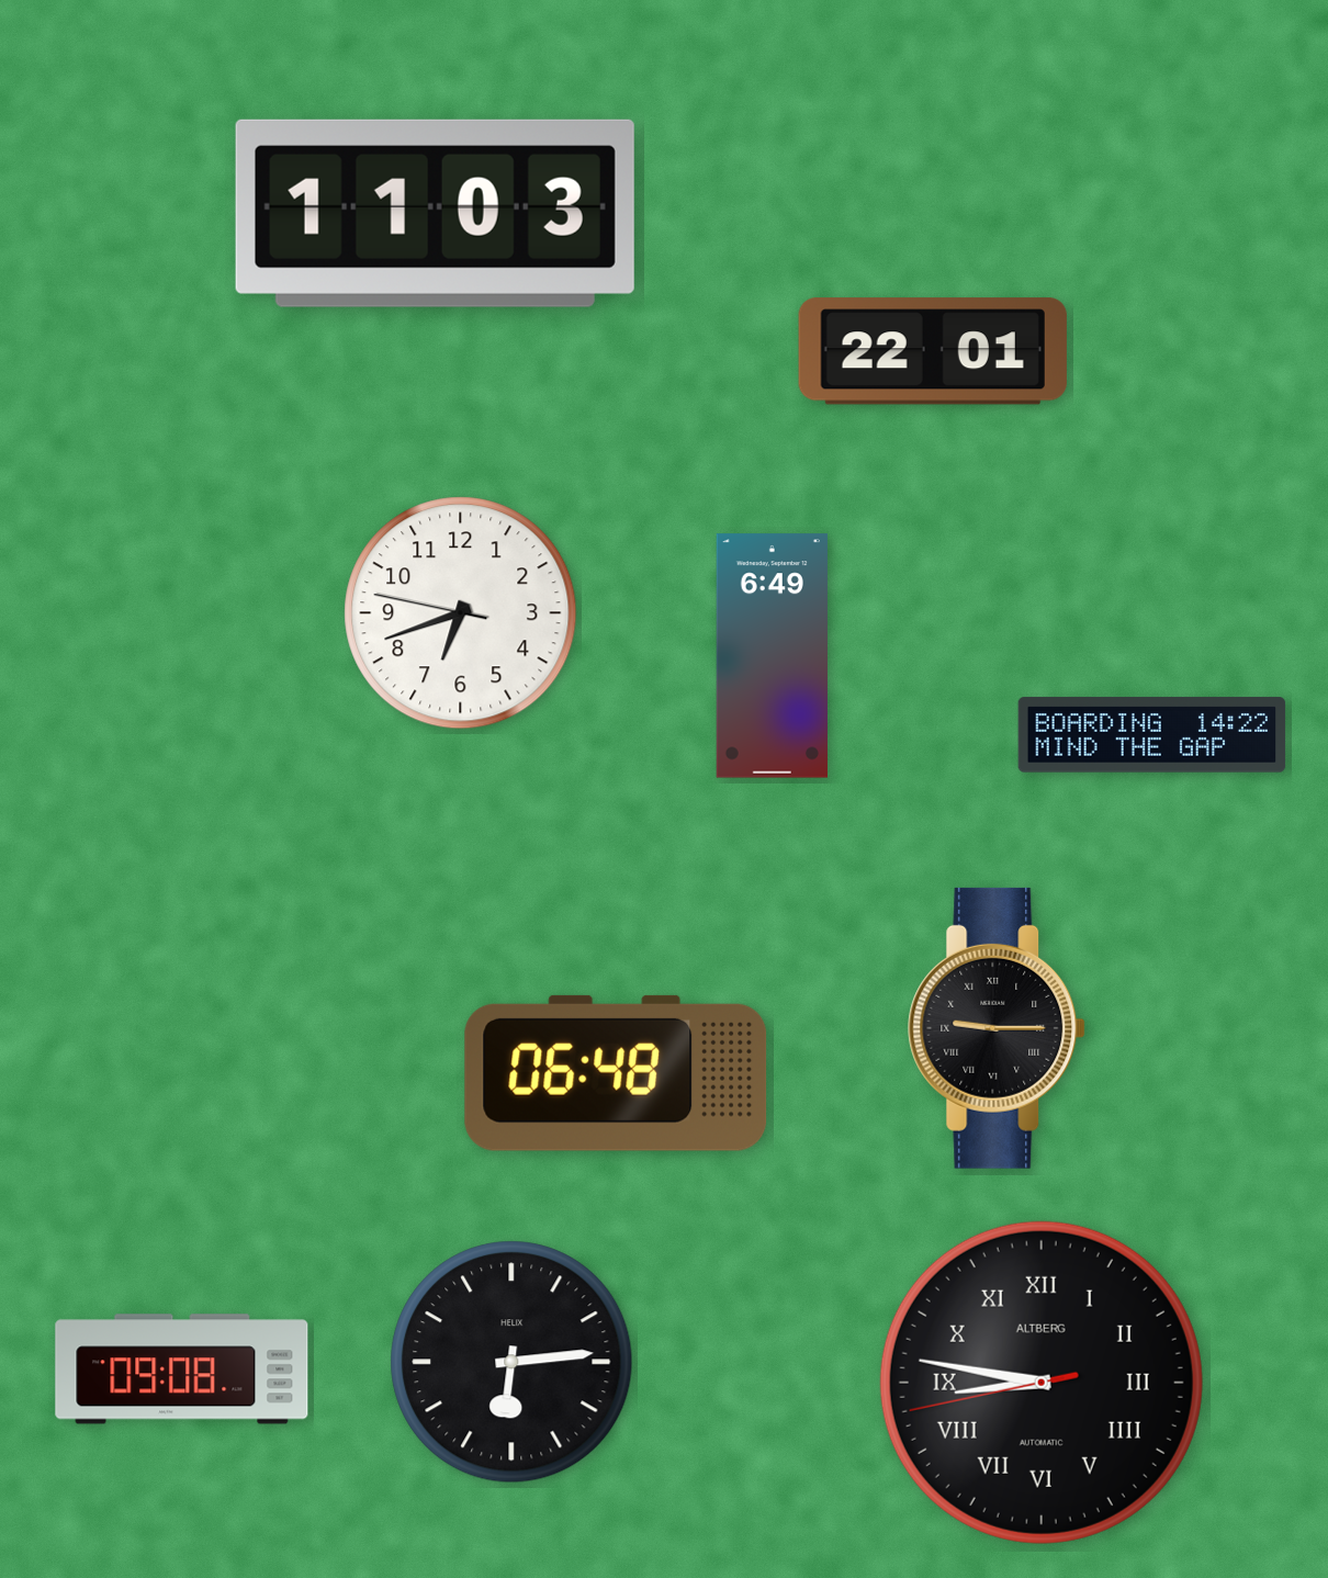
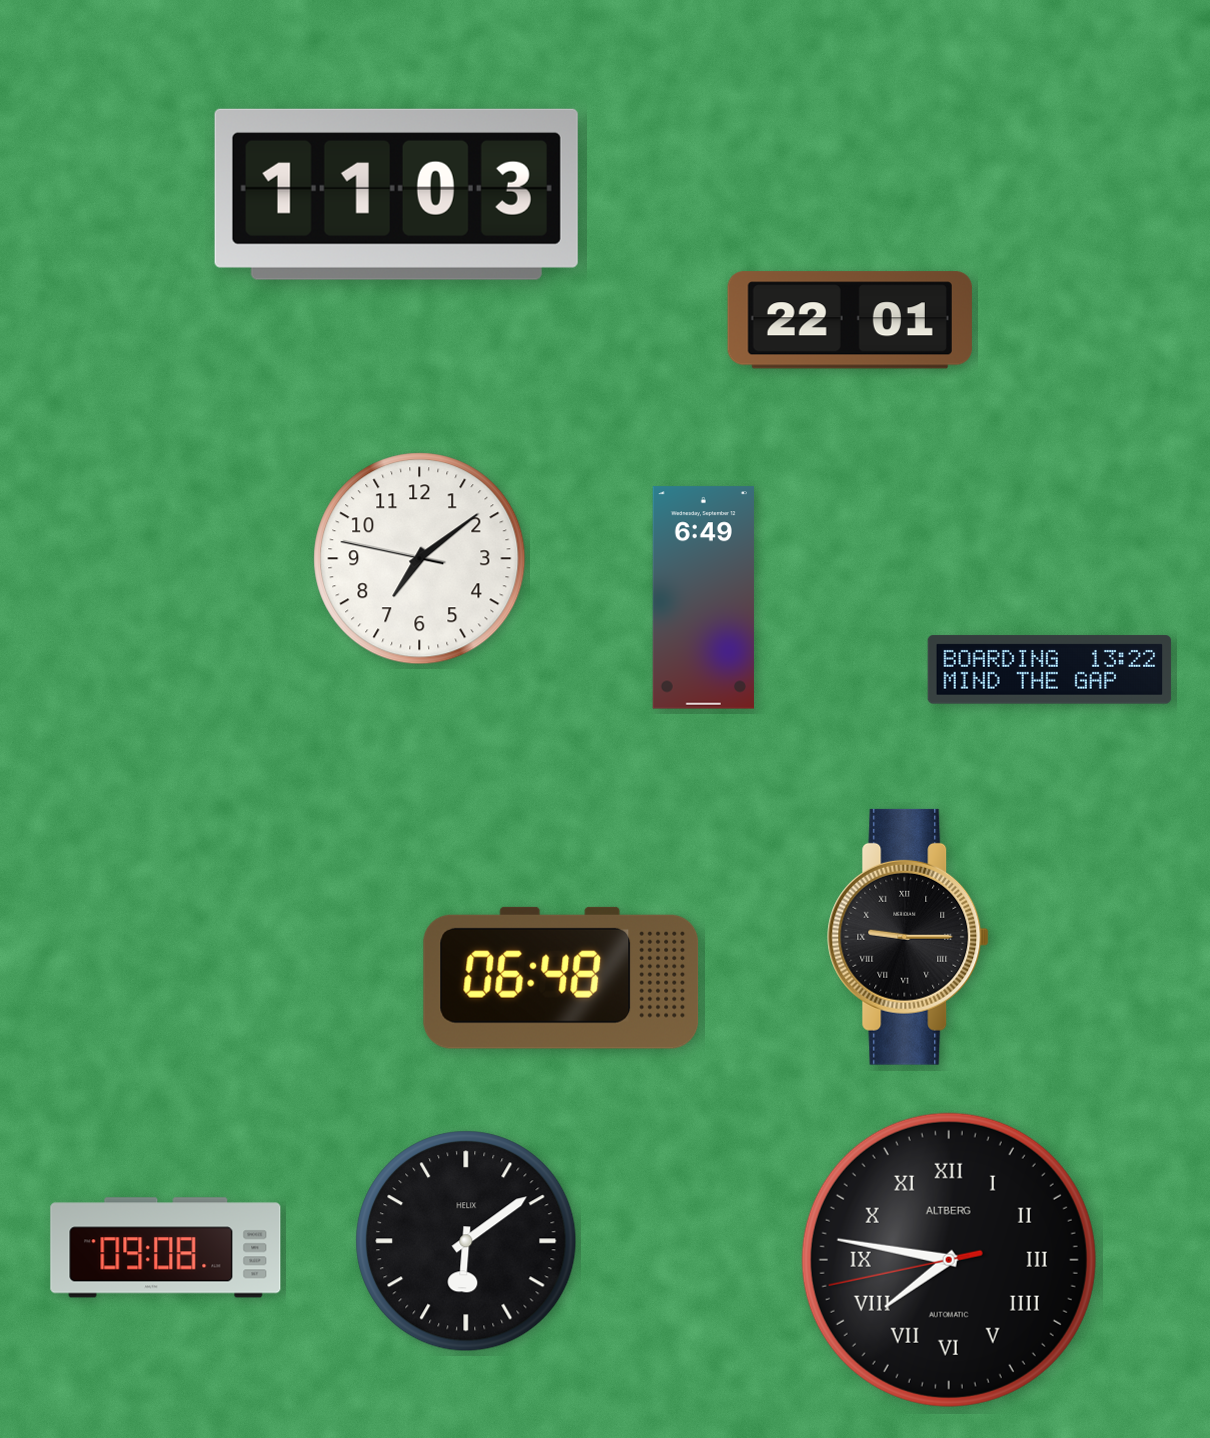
clock at (461, 613): 6:41 -> 7:08
clock at (1152, 735): 14:22 -> 13:22
clock at (511, 1362): 6:14 -> 6:09
clock at (1042, 1383): 8:46 -> 7:46
